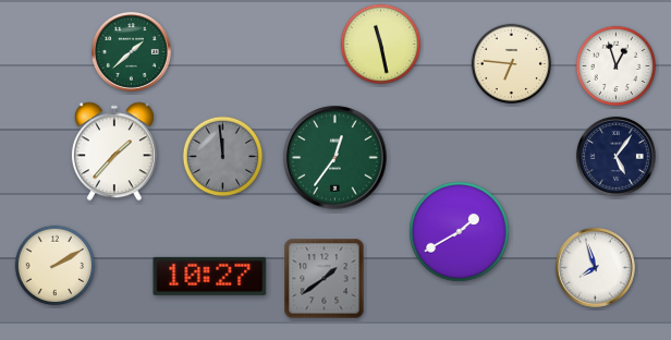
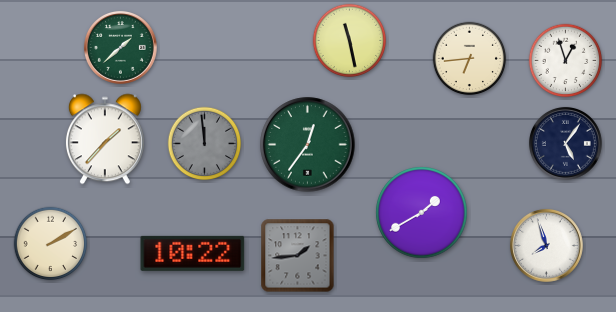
clock at (512, 64): 6:46 -> 6:44
clock at (210, 276): 10:27 -> 10:22
clock at (325, 279): 1:39 -> 1:44
